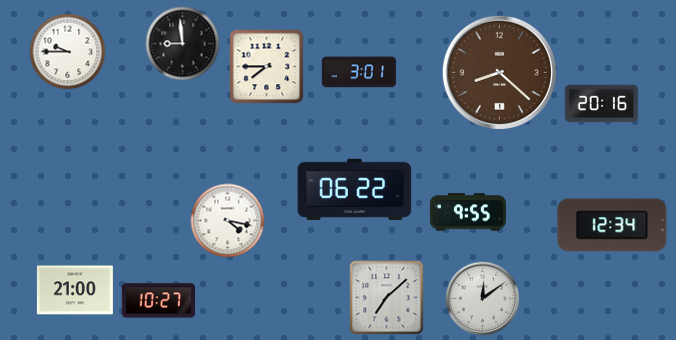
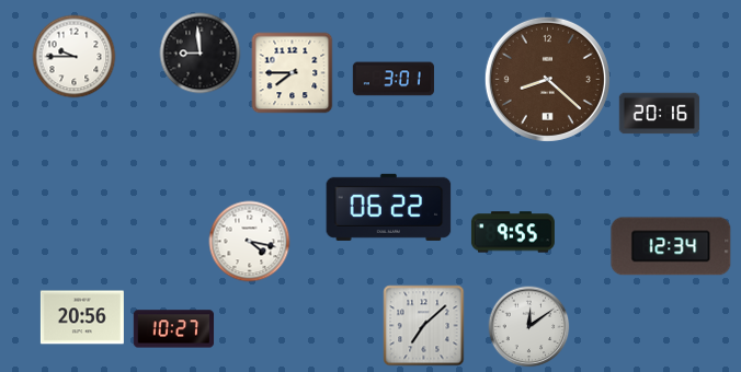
clock at (183, 44) position: (183, 44) -> (201, 54)
clock at (75, 290): 21:00 -> 20:56
